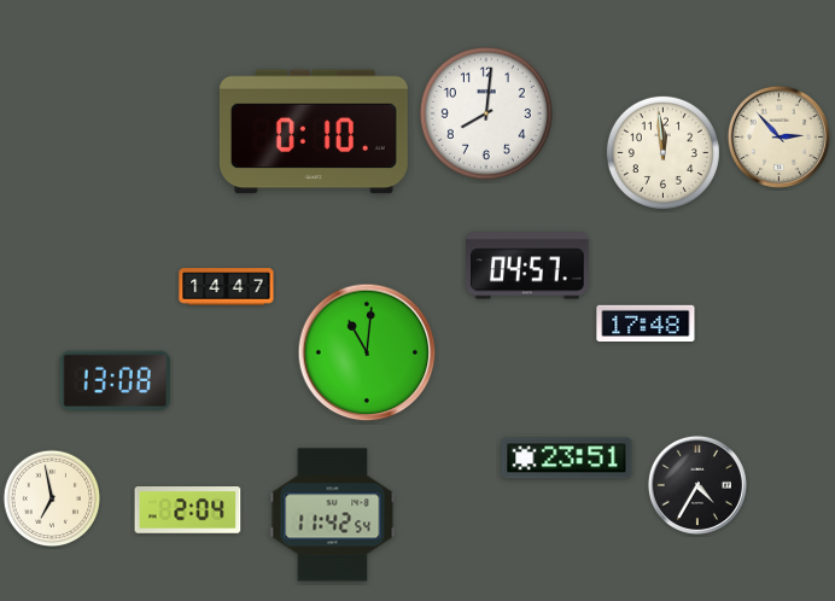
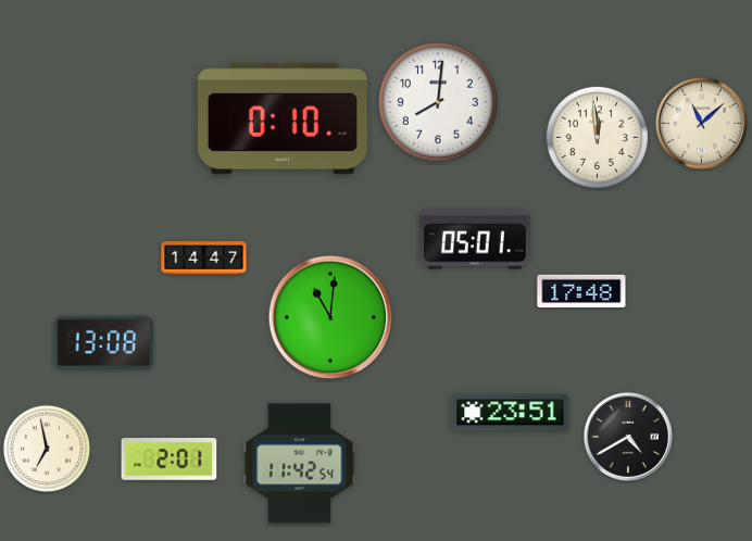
clock at (778, 136): 2:53 -> 11:08
clock at (527, 266): 04:57 -> 05:01
clock at (697, 485): 4:35 -> 4:40
clock at (188, 510): 2:04 -> 2:01
